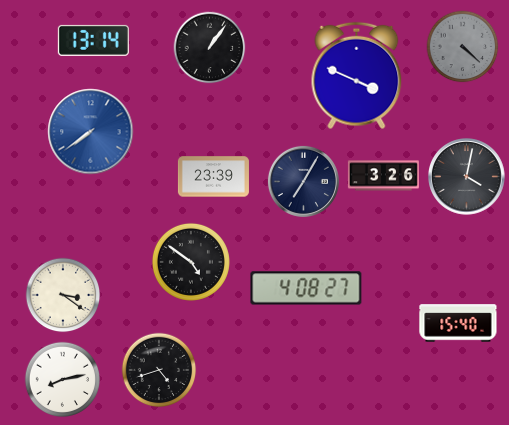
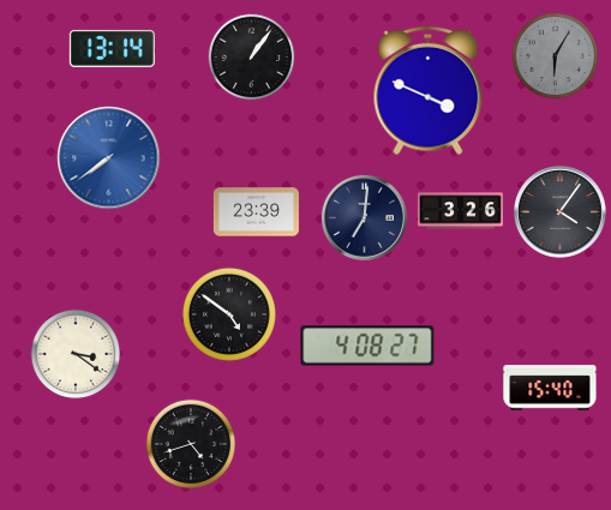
clock at (463, 47): 4:22 -> 6:05
clock at (467, 177): 4:02 -> 4:06
clock at (303, 181): 7:05 -> 7:01
clock at (63, 380): 8:13 -> none
